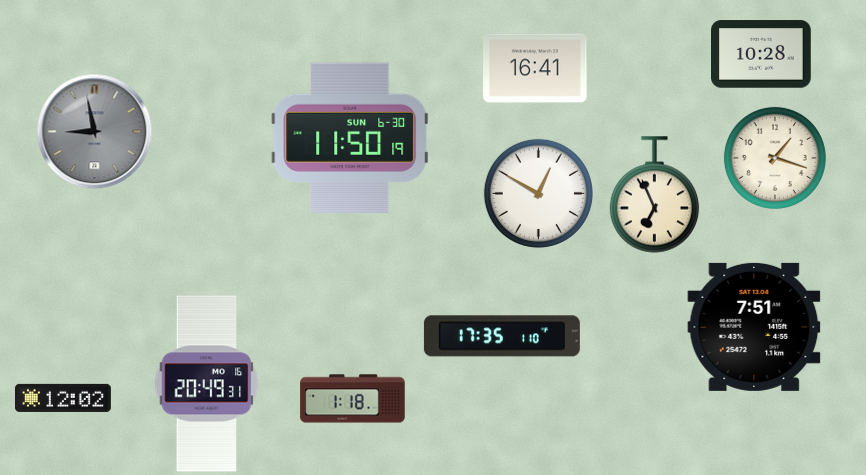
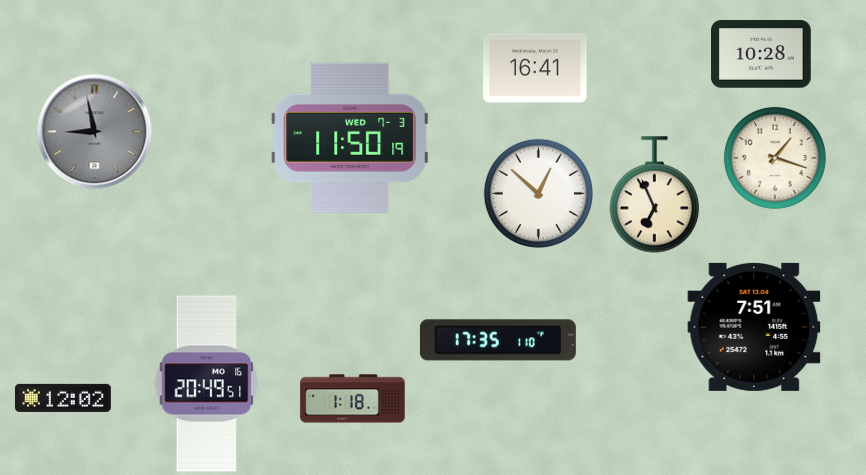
clock at (350, 138) date: SUN 6-30 -> WED 7-3
clock at (538, 193): 12:50 -> 12:52
clock at (502, 336) position: (502, 336) -> (498, 340)
clock at (207, 384): 20:49:31 -> 20:49:51
